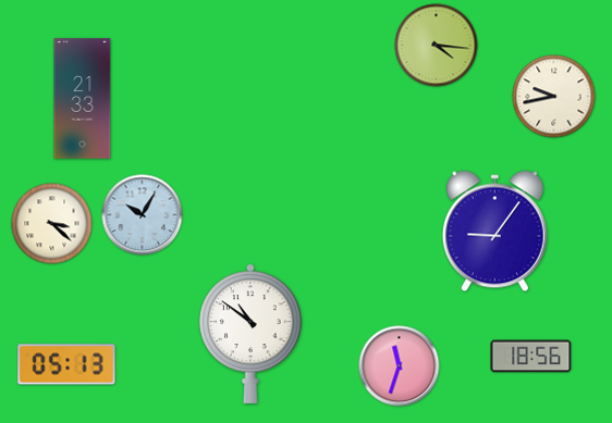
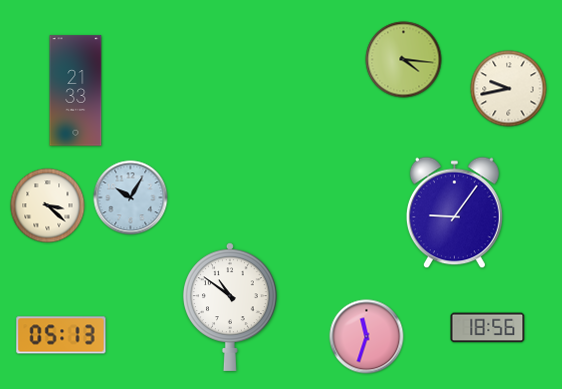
clock at (437, 46) position: (437, 46) -> (404, 60)
